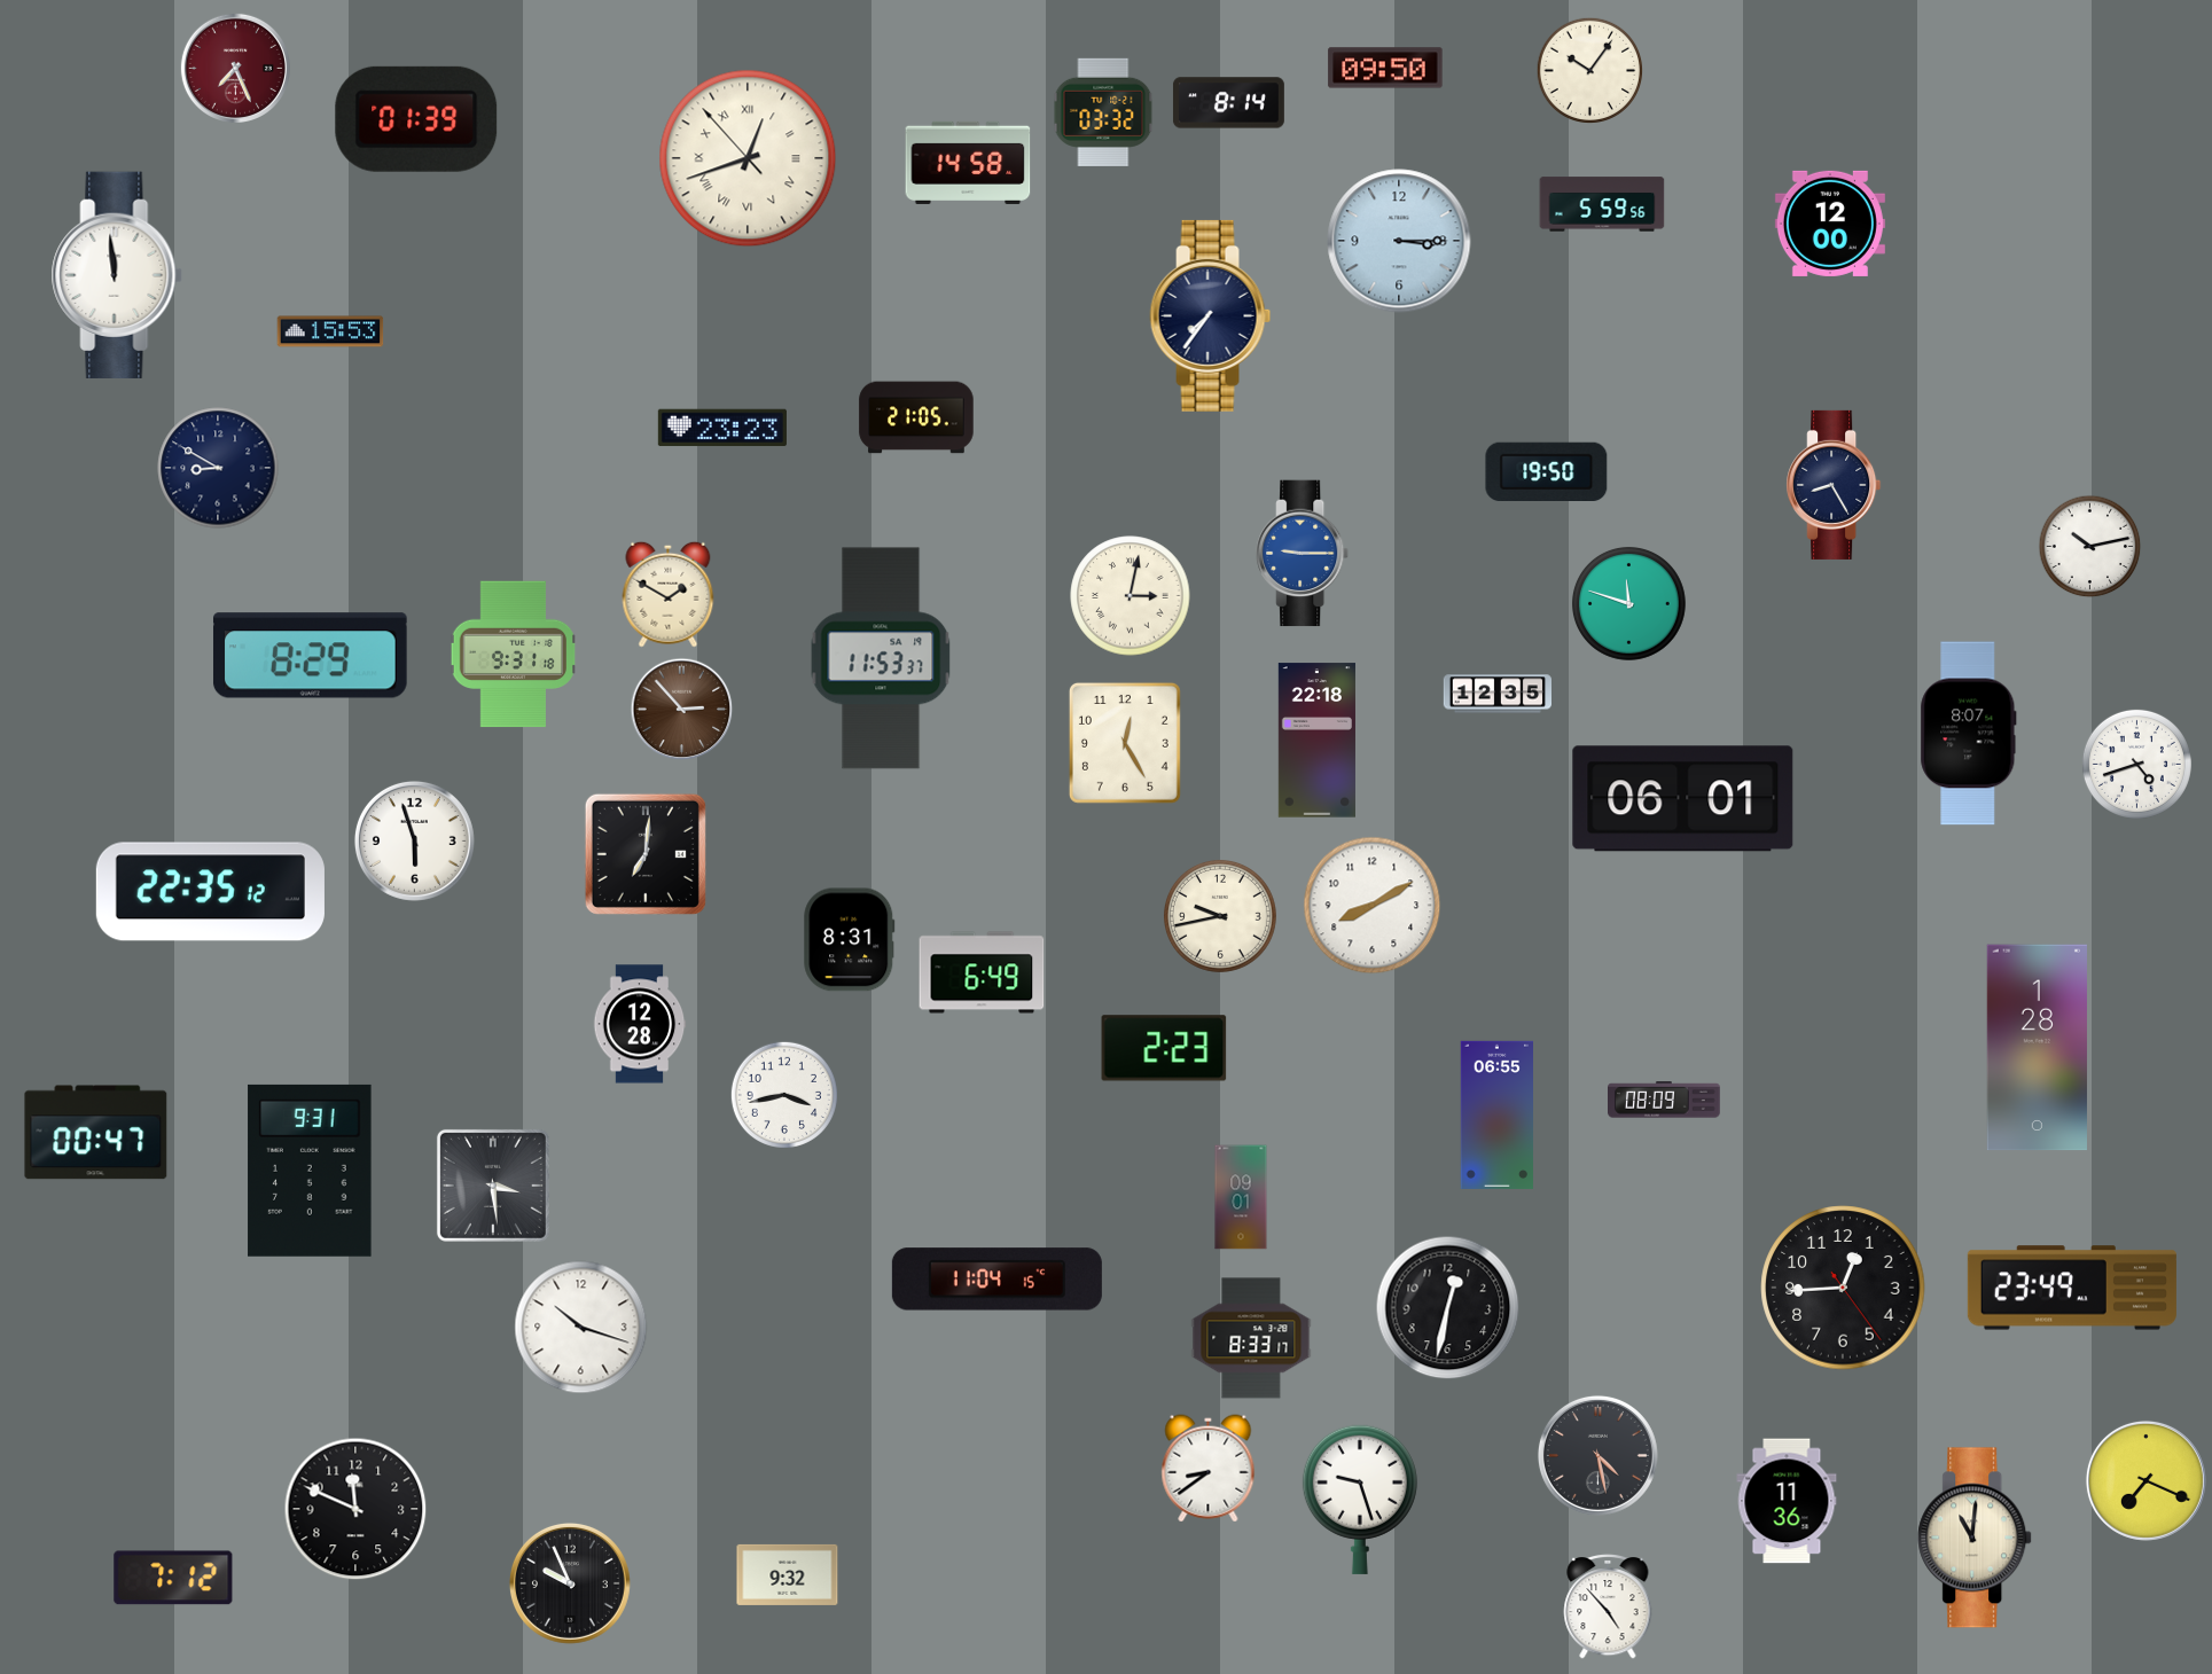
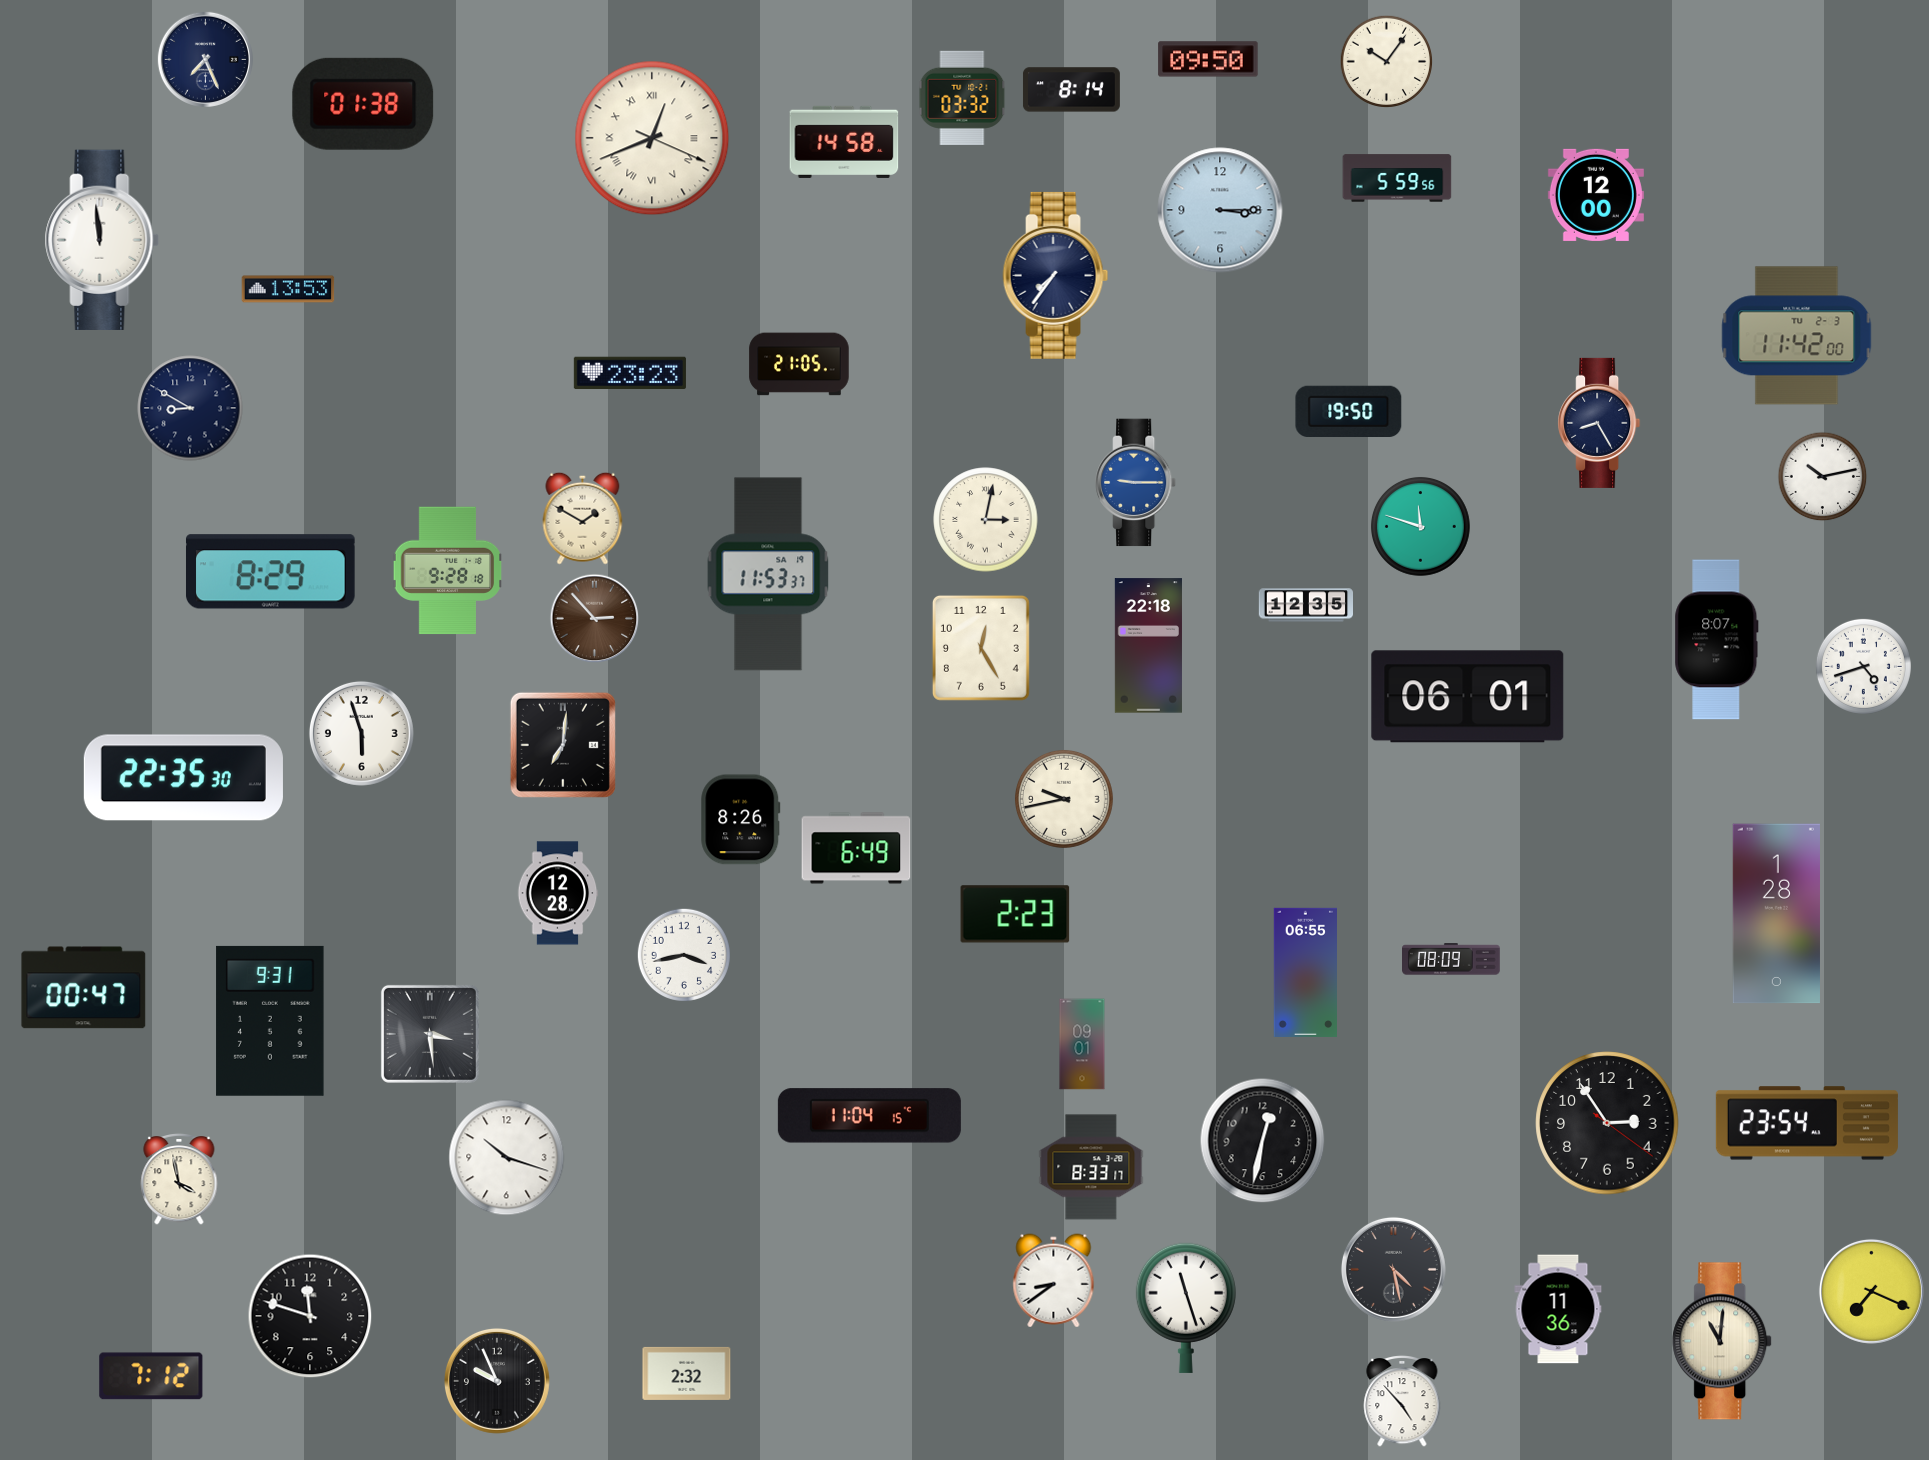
clock at (235, 68) dial: burgundy -> navy
clock at (416, 119): 01:39 -> 01:38
clock at (748, 158): 12:41:53 -> 12:41:19
clock at (330, 331): 15:53 -> 13:53
clock at (1797, 336): none -> 11:42
clock at (514, 655): 9:31 -> 9:28
clock at (210, 892): 22:35:12 -> 22:35:30
clock at (1373, 906): 8:10 -> none
clock at (850, 940): 8:31 -> 8:26
clock at (1843, 1288): 12:44 -> 2:54
clock at (2072, 1288): 23:49 -> 23:54
clock at (179, 1179): none -> 3:58
clock at (1360, 1500): 9:27 -> 11:27
clock at (355, 1509): 11:49 -> 11:48
clock at (788, 1574): 9:32 -> 2:32
